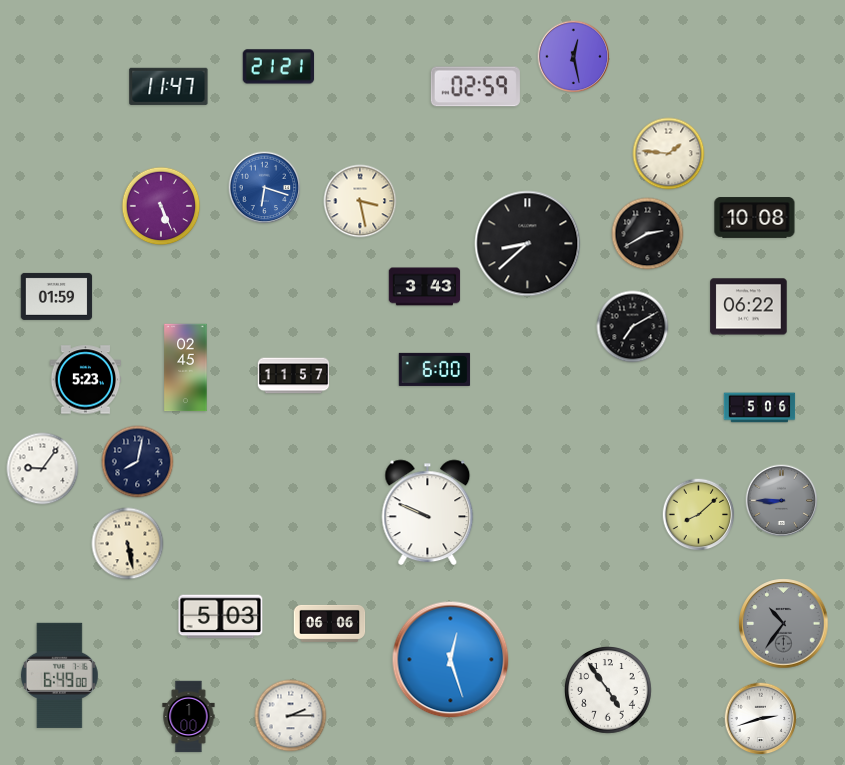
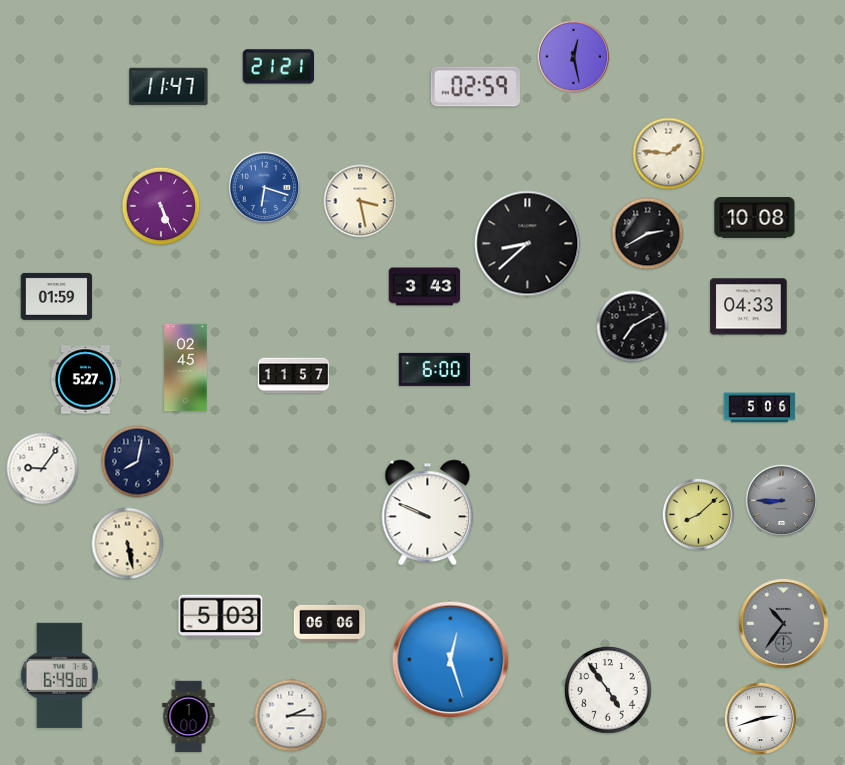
clock at (749, 307): 06:22 -> 04:33
clock at (86, 380): 5:23 -> 5:27
